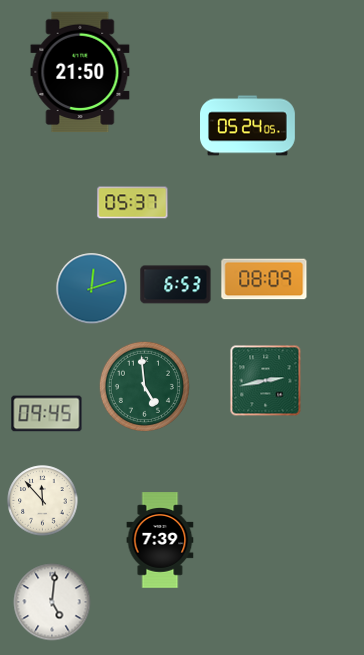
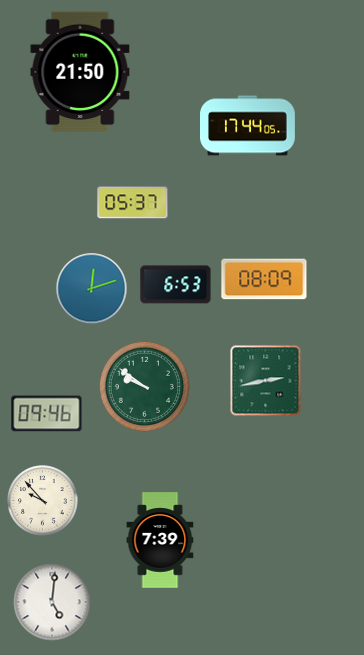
clock at (248, 126): 05:24 -> 17:44
clock at (144, 386): 4:59 -> 9:51
clock at (47, 414): 09:45 -> 09:46
clock at (43, 501): 11:53 -> 9:53
